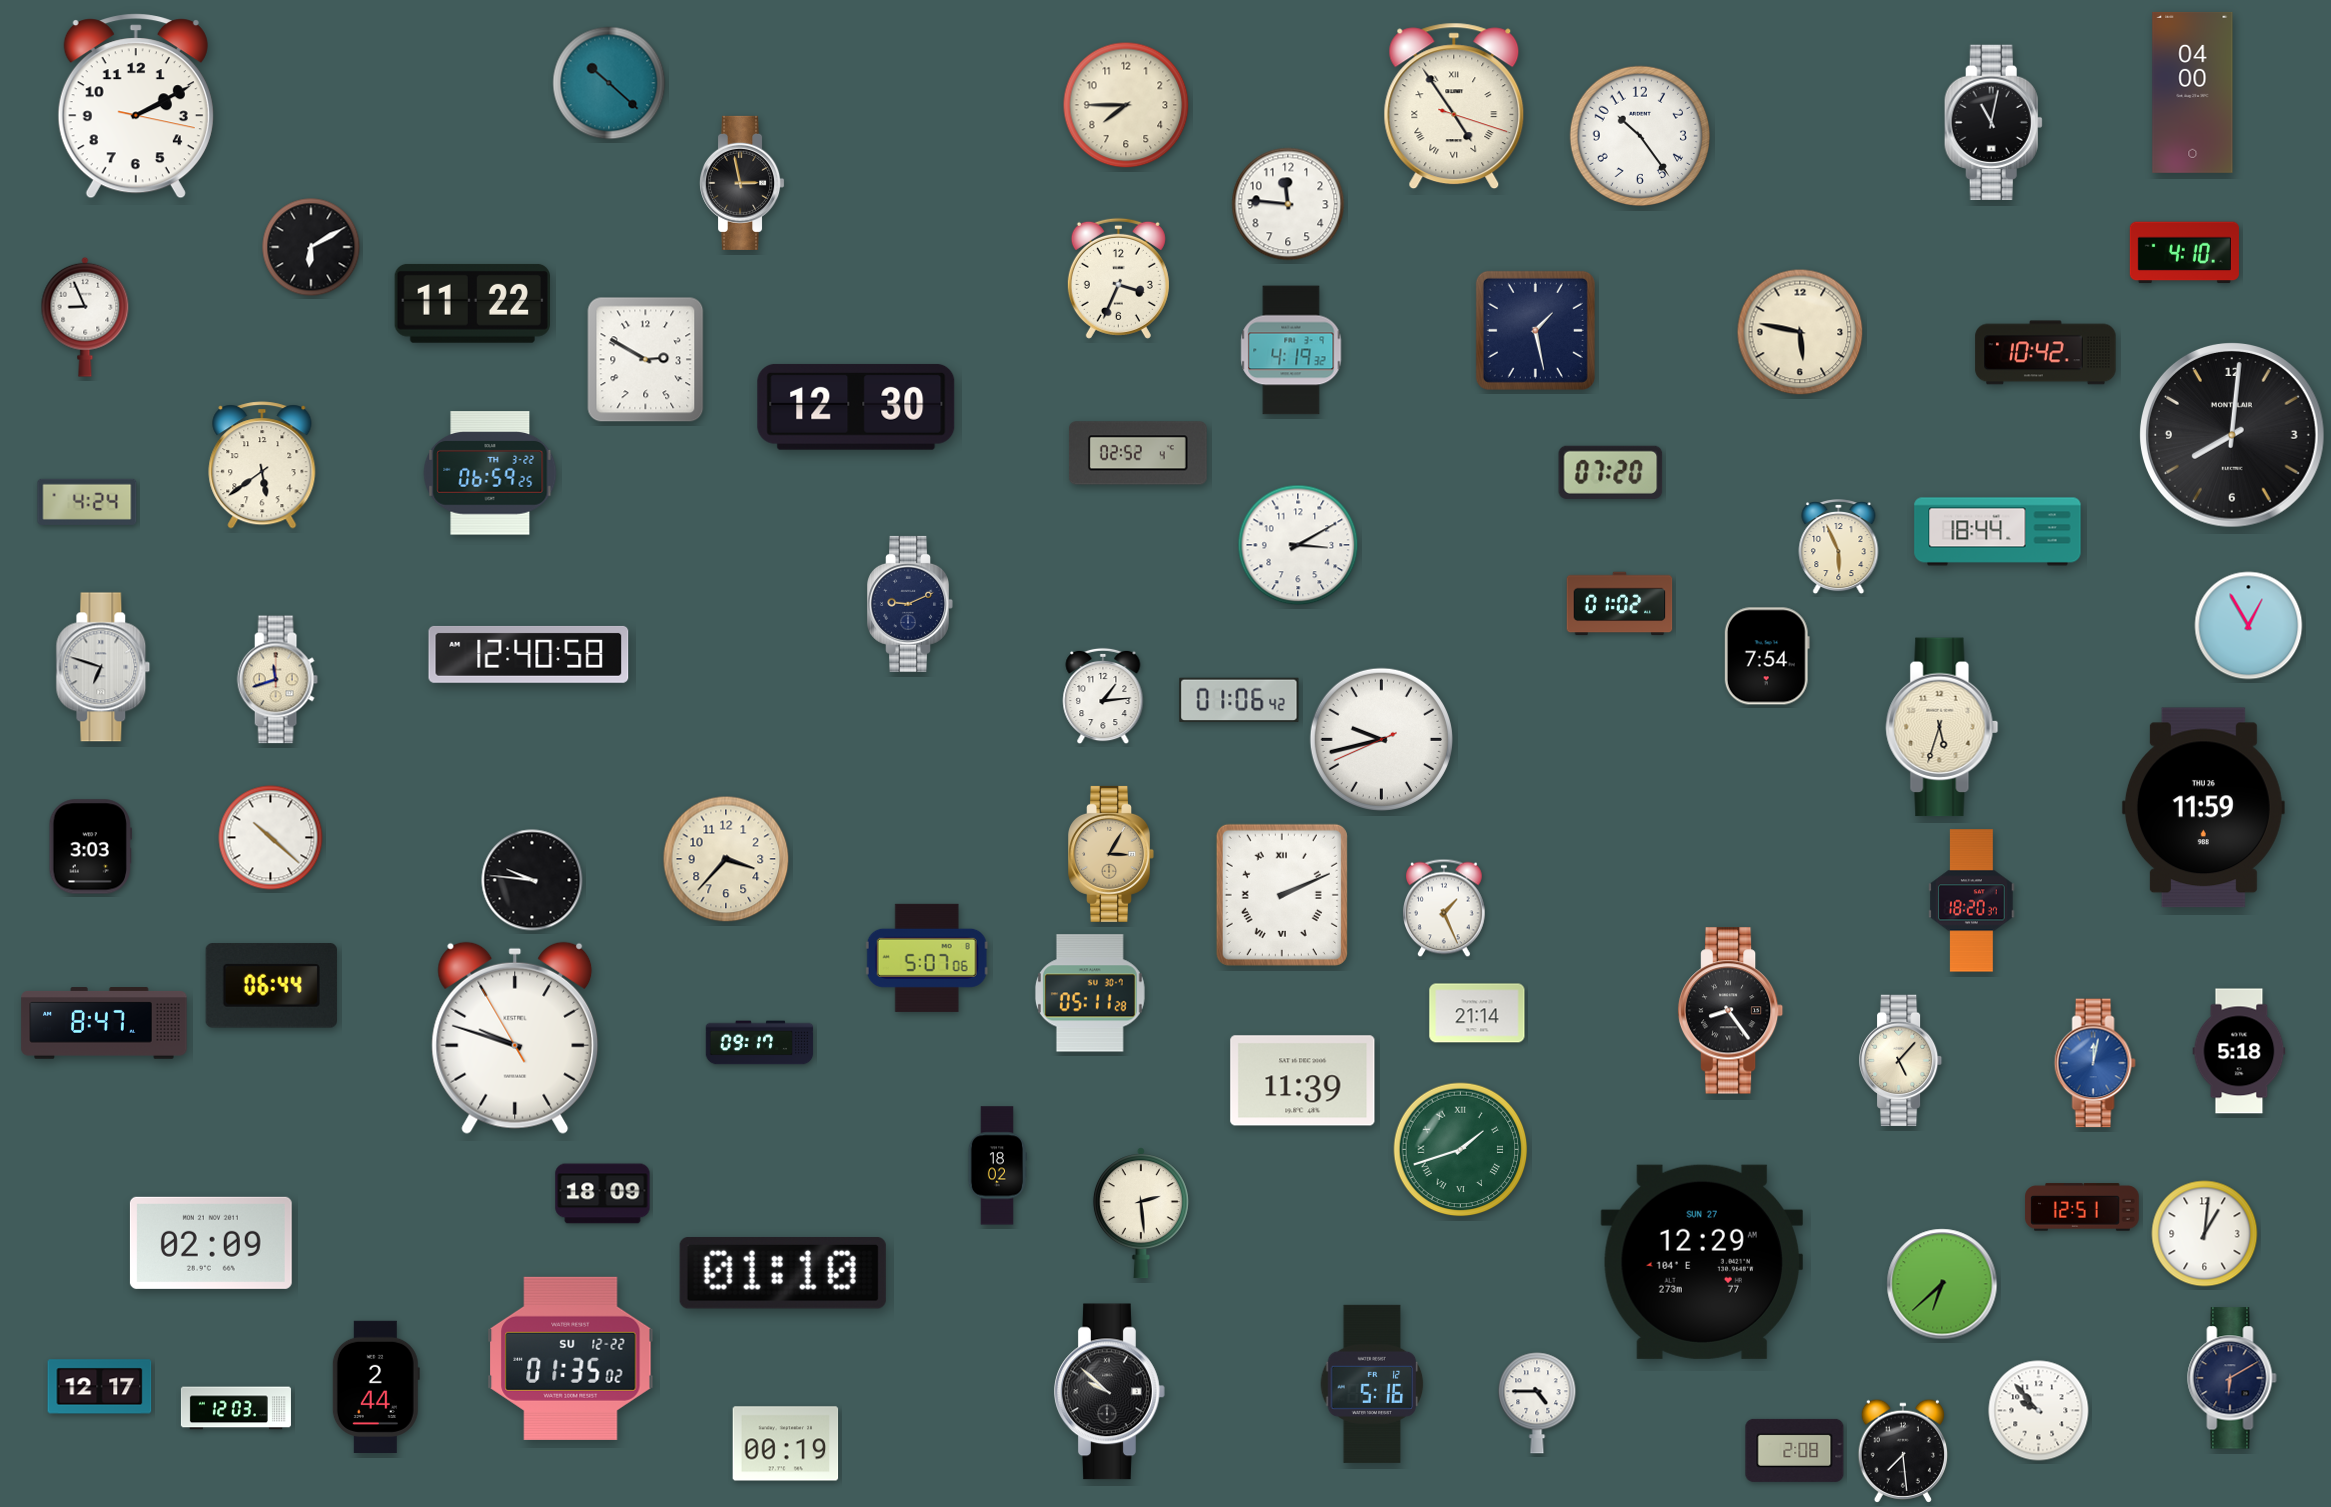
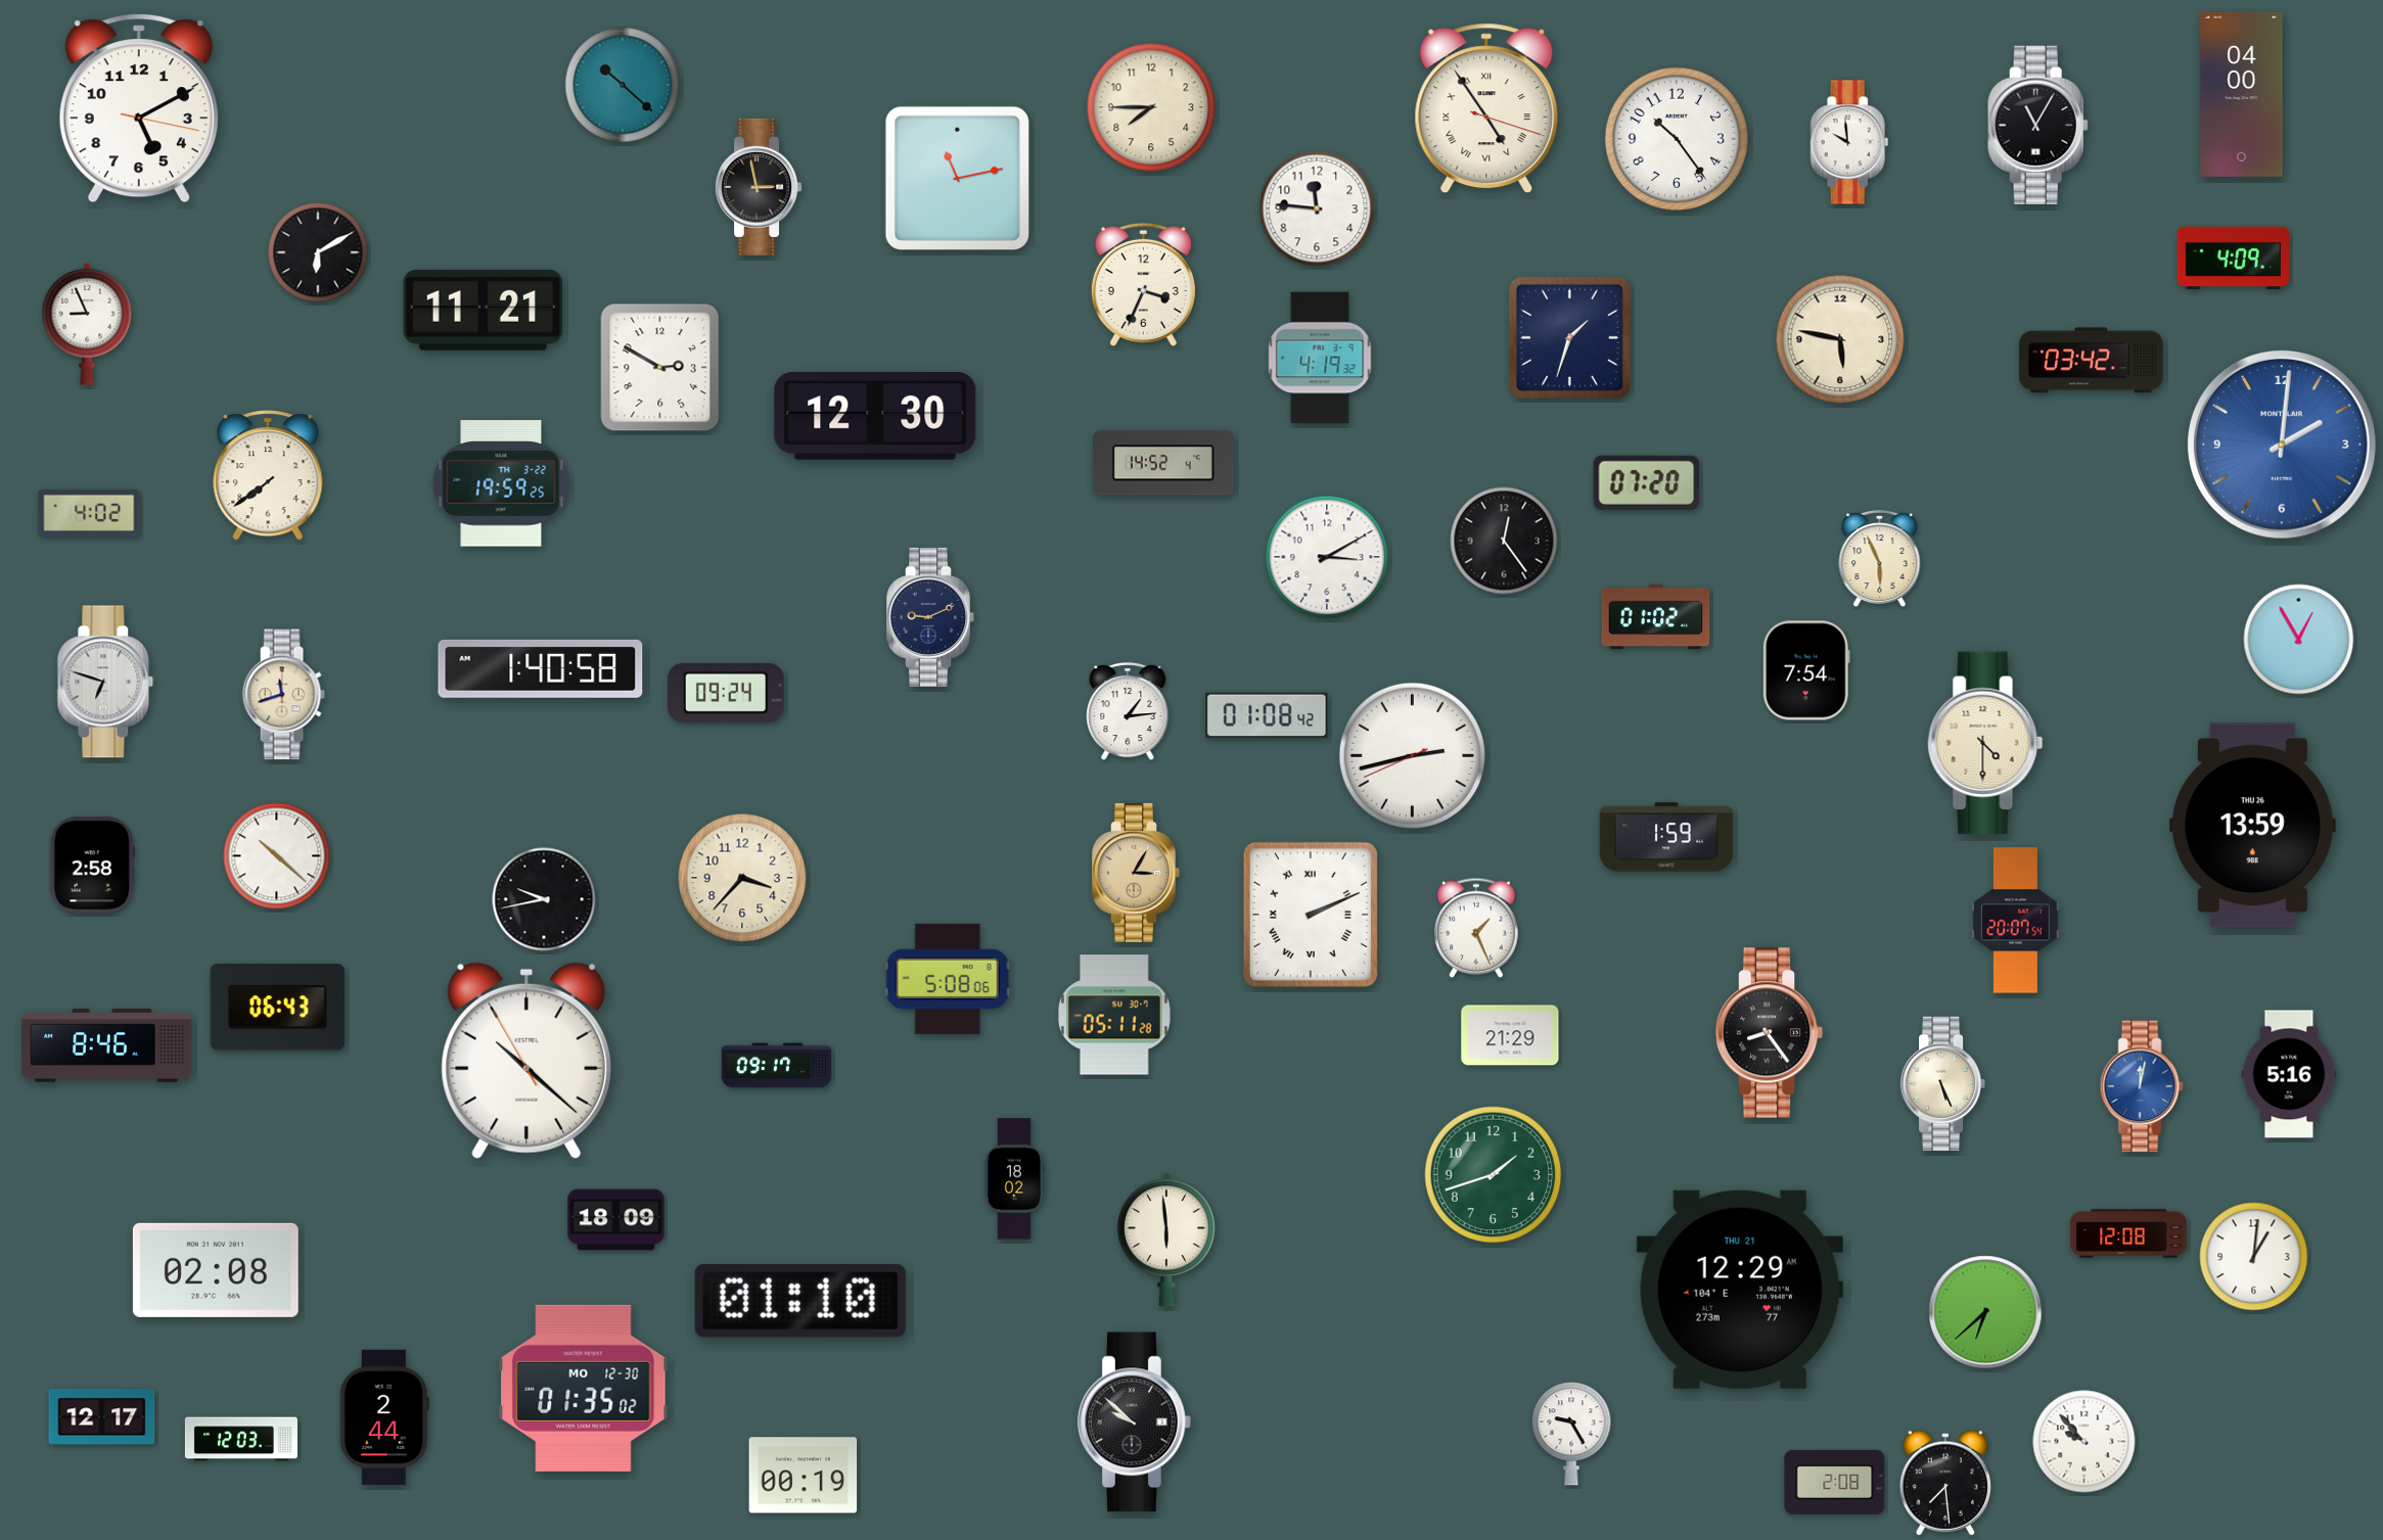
clock at (136, 106): 2:10 -> 5:10
clock at (1993, 123): 11:02 -> 11:05
clock at (1849, 142): none -> 9:59
clock at (957, 178): none -> 11:13
clock at (2184, 253): 4:10 -> 4:09
clock at (472, 303): 11:22 -> 11:21
clock at (1535, 330): 1:28 -> 1:33
clock at (2046, 353): 10:42 -> 03:42
clock at (2233, 436): 8:01 -> 2:01
clock at (2233, 436) dial: black -> blue
clock at (1138, 453): 02:52 -> 14:52
clock at (262, 465): 5:39 -> 7:39
clock at (490, 473): 06:59 -> 19:59
clock at (87, 502): 4:24 -> 4:02
clock at (1504, 541): none -> 12:24
clock at (1998, 532): 18:44 -> none
clock at (529, 654): 12:40 -> 1:40
clock at (726, 693): none -> 09:24
clock at (1239, 700): 01:06 -> 01:08
clock at (1942, 727): 5:33 -> 4:30
clock at (1381, 739): 9:42 -> 2:42
clock at (2203, 808): 11:59 -> 13:59
clock at (1666, 837): none -> 1:59
clock at (90, 847): 3:03 -> 2:58
clock at (532, 880): 9:46 -> 9:43
clock at (1972, 901): 18:20 -> 20:07
clock at (927, 958): 5:07 -> 5:08
clock at (271, 986): 06:44 -> 06:43
clock at (1477, 1013): 21:14 -> 21:29
clock at (104, 1023): 8:47 -> 8:46
clock at (515, 1038): 9:47 -> 10:21
clock at (2239, 1051): 5:18 -> 5:16
clock at (1901, 1061): 5:07 -> 5:26
clock at (1303, 1081): 11:39 -> none
clock at (1461, 1150) numerals: Roman -> Arabic
clock at (996, 1166) position: (996, 1166) -> (1013, 1179)
clock at (2082, 1207): 12:51 -> 12:08
clock at (1141, 1213): 2:29 -> 5:59
clock at (2205, 1234) position: (2205, 1234) -> (2254, 1257)
clock at (211, 1243): 02:09 -> 02:08
clock at (1701, 1262) date: SUN 27 -> THU 21
clock at (571, 1358) date: SU 12-22 -> MO 12-30
clock at (2232, 1378): 6:10 -> none
clock at (1372, 1384): 5:16 -> none
clock at (1537, 1403): 4:45 -> 9:25
